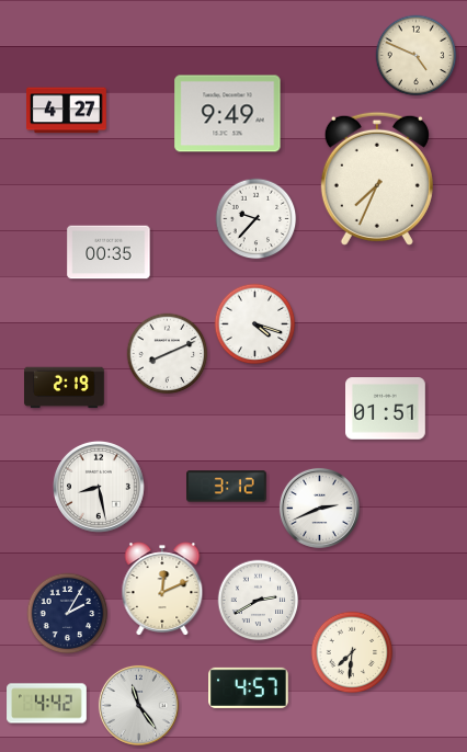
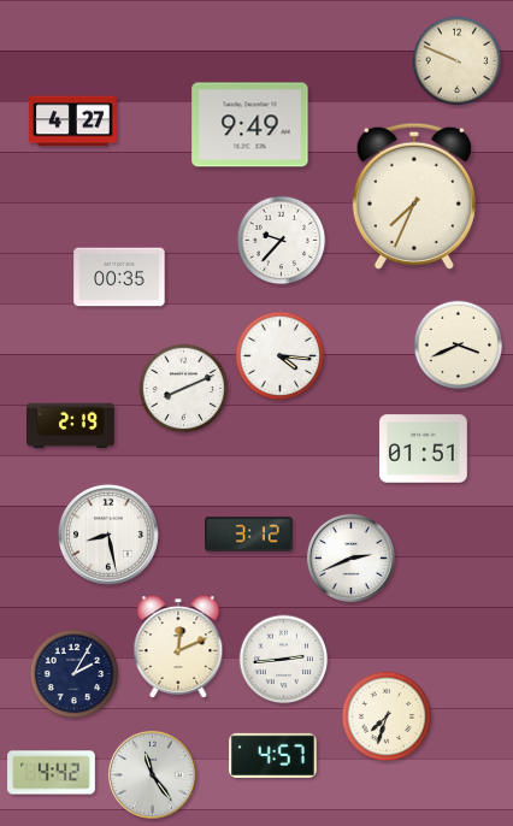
clock at (417, 56): 4:49 -> 9:49
clock at (459, 346): none -> 3:41
clock at (255, 324): 4:18 -> 4:16
clock at (259, 601): 2:40 -> 2:44
clock at (352, 652): 7:31 -> 7:33
